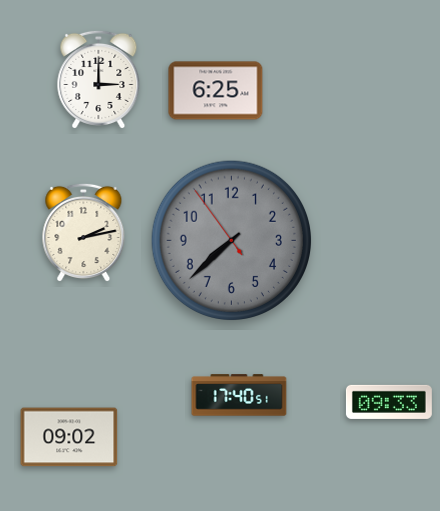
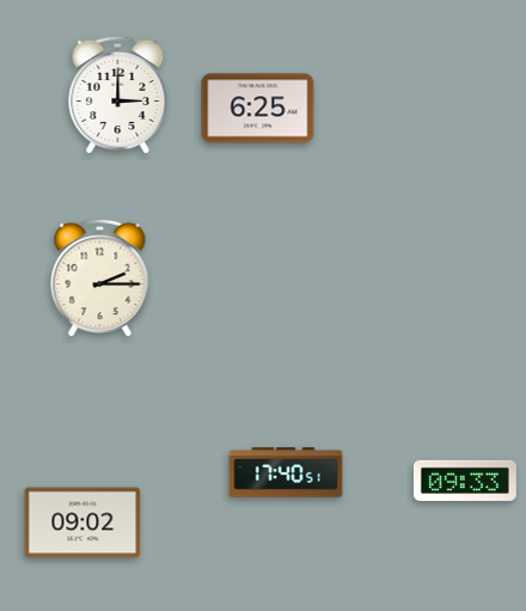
clock at (84, 232): 2:13 -> 2:15
clock at (231, 240): 7:37 -> none
